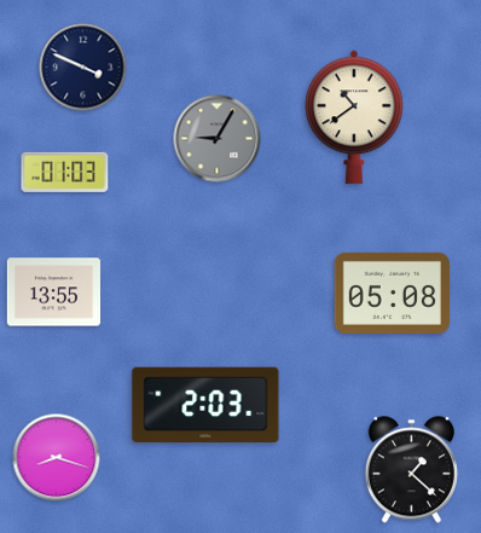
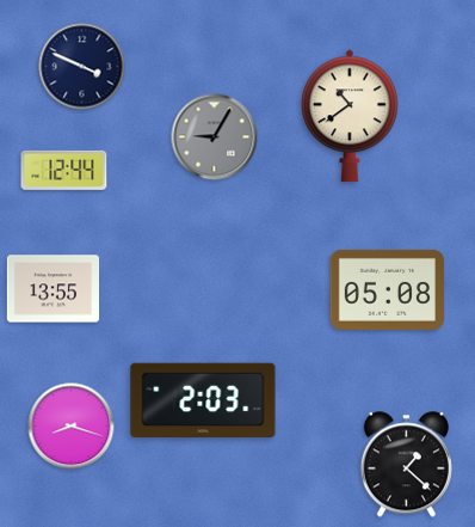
clock at (65, 172): 01:03 -> 12:44
clock at (57, 458) position: (57, 458) -> (72, 427)
